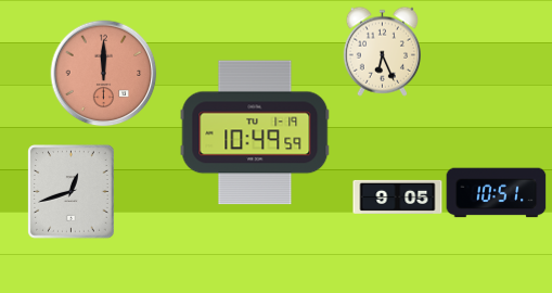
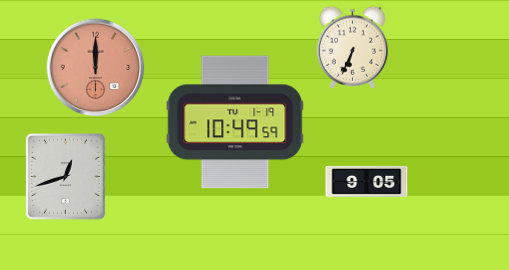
clock at (382, 51): 6:26 -> 6:34
clock at (497, 193): 10:51 -> none
